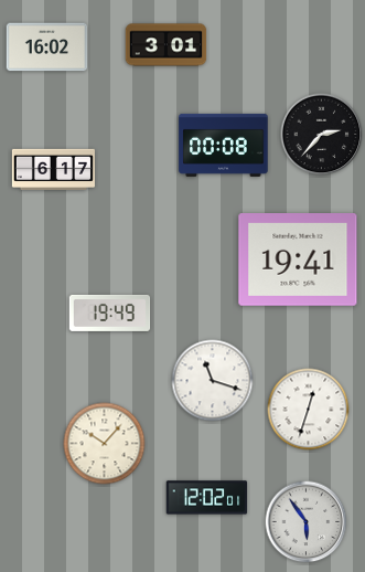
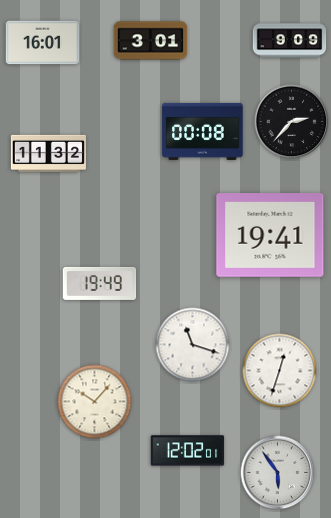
clock at (290, 41): none -> 9:09
clock at (47, 47): 16:02 -> 16:01
clock at (53, 170): 6:17 -> 11:32
